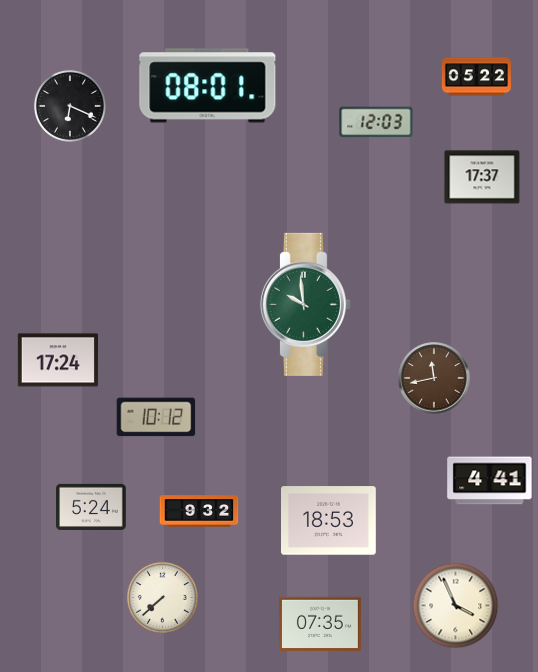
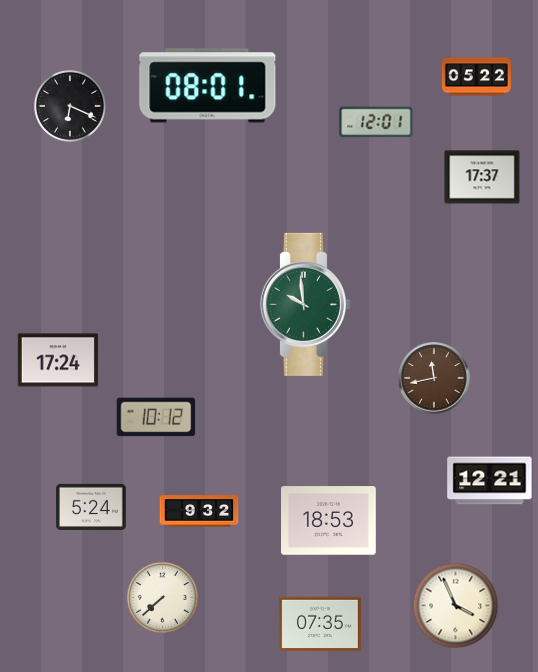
clock at (376, 122): 12:03 -> 12:01
clock at (490, 481): 4:41 -> 12:21
